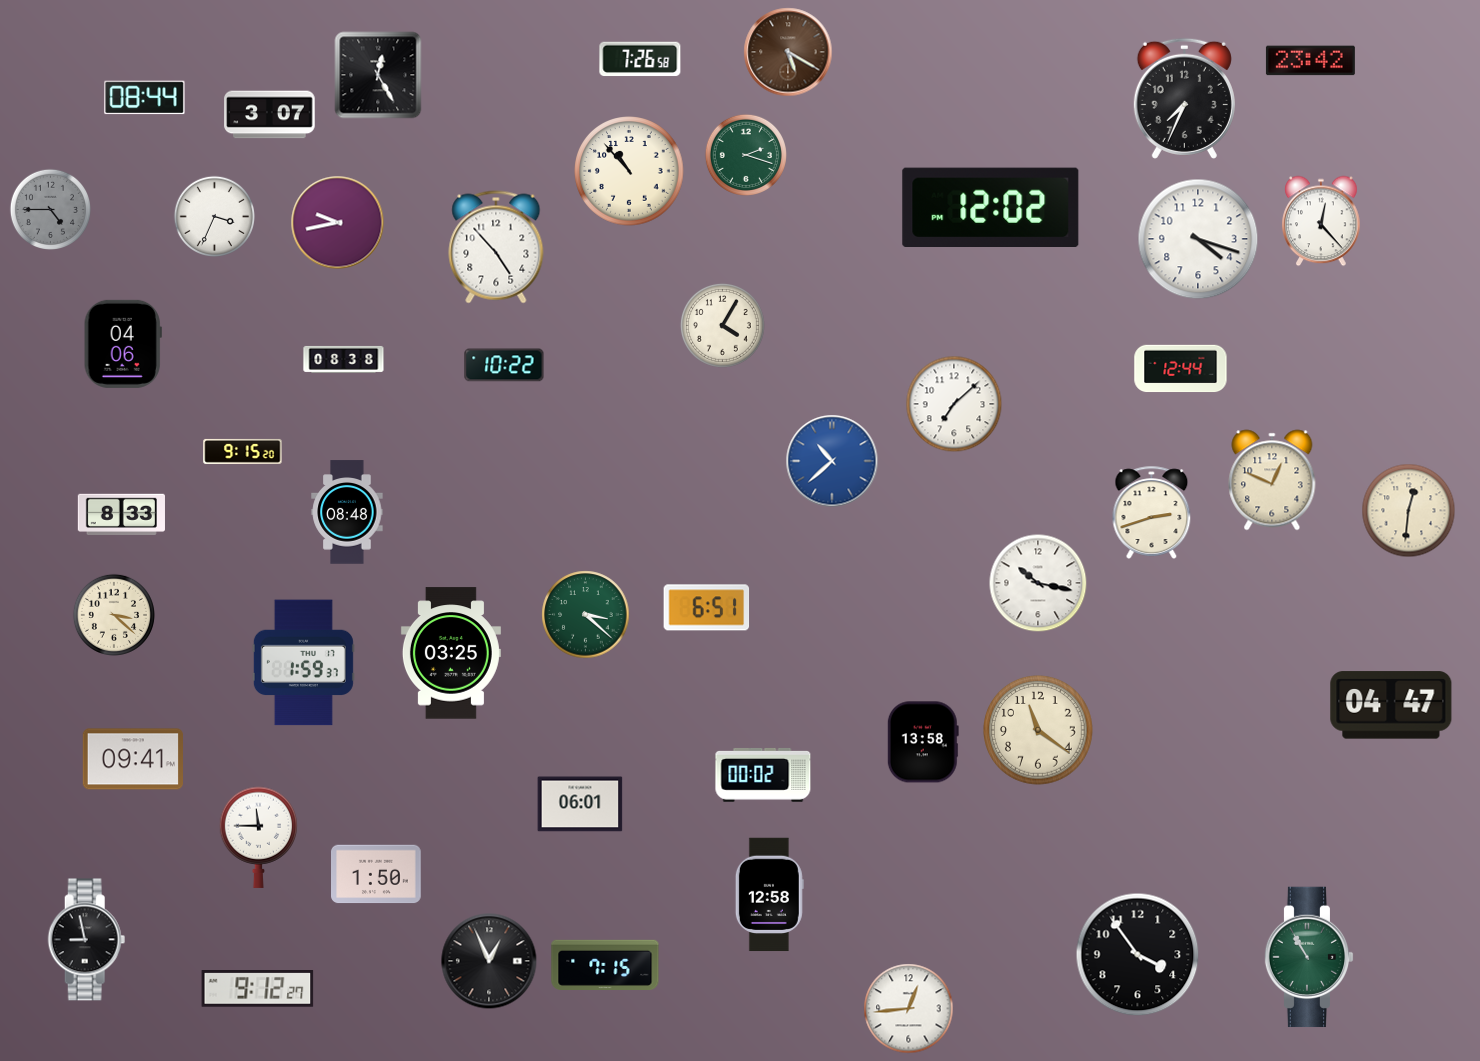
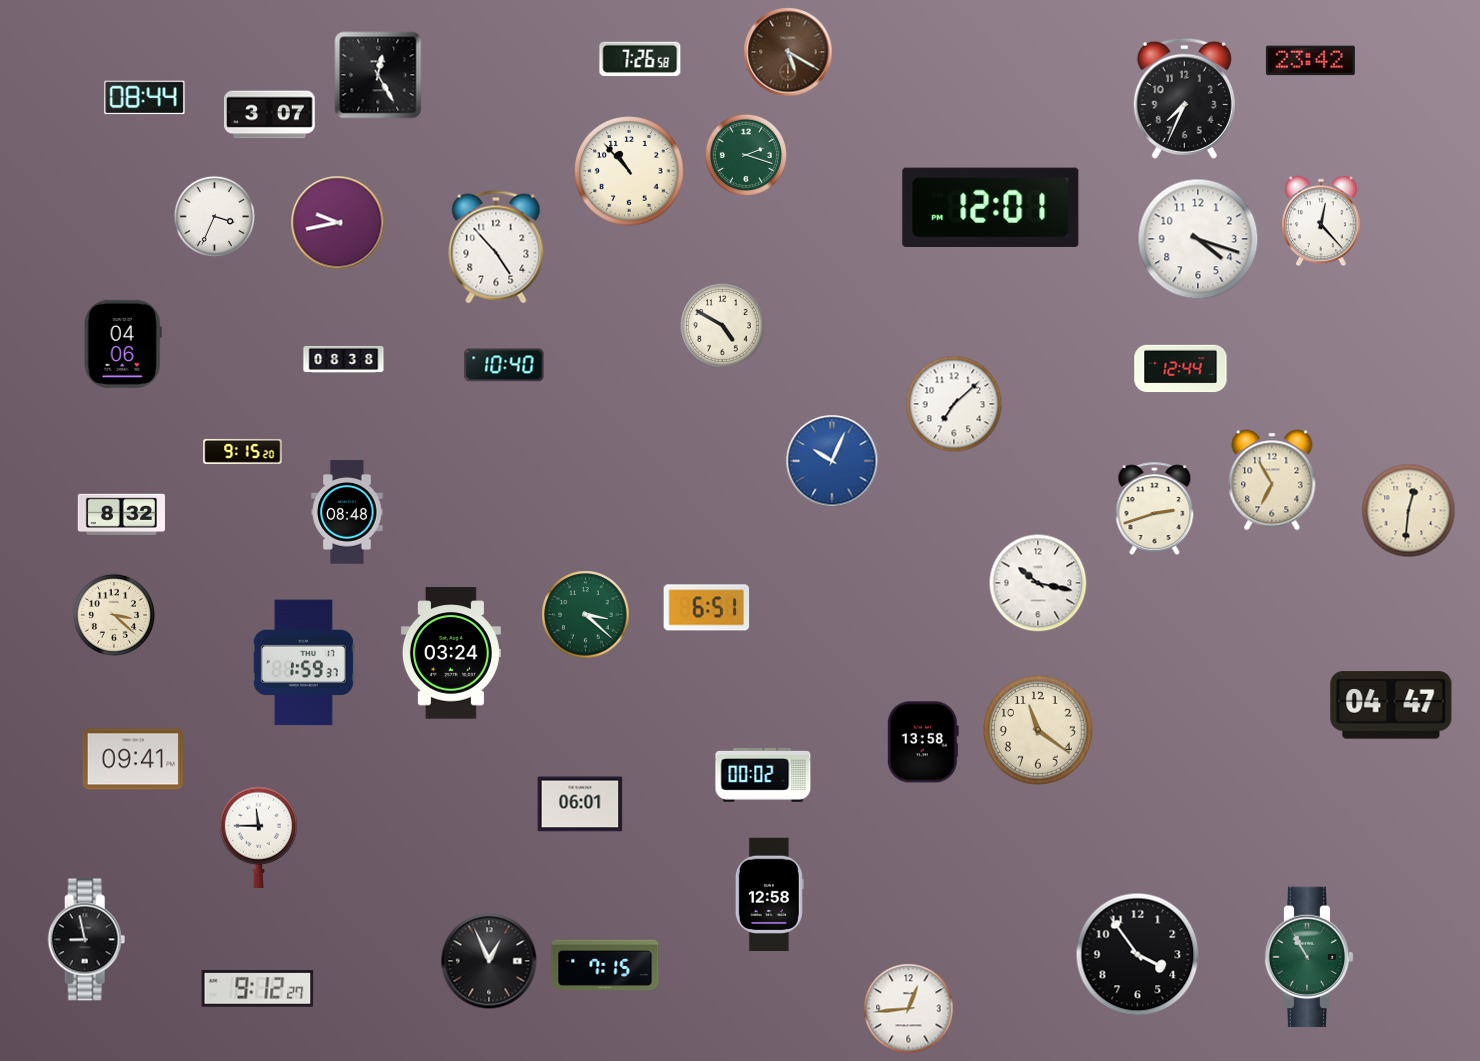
clock at (991, 207): 12:02 -> 12:01
clock at (50, 209): 4:45 -> none
clock at (722, 325): 4:05 -> 4:50
clock at (504, 365): 10:22 -> 10:40
clock at (832, 461): 10:38 -> 10:04
clock at (1272, 480): 12:49 -> 6:55
clock at (1152, 512) position: (1152, 512) -> (1155, 508)
clock at (121, 514): 8:33 -> 8:32
clock at (451, 653): 03:25 -> 03:24
clock at (376, 874): 1:50 -> none
